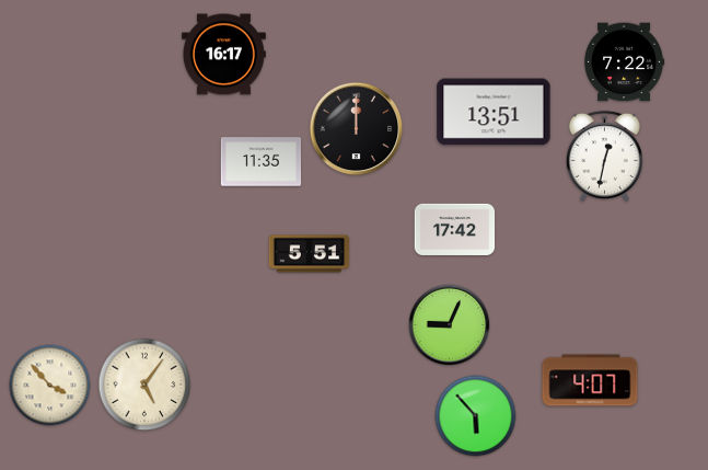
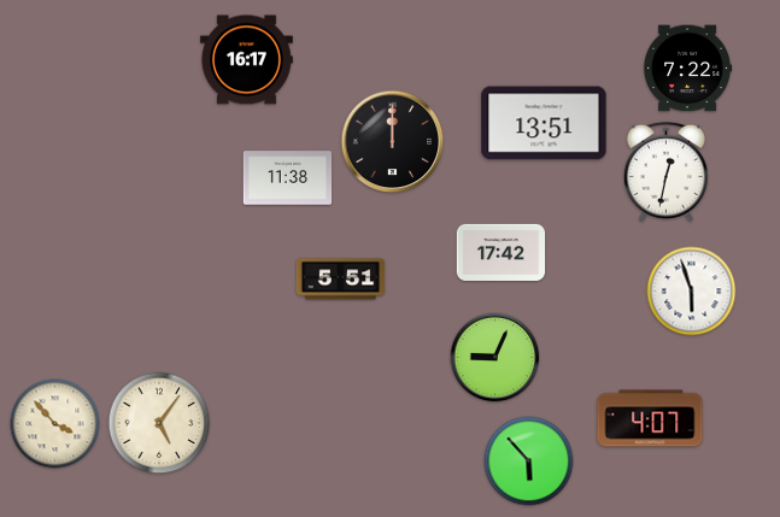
clock at (262, 162): 11:35 -> 11:38
clock at (692, 292): none -> 5:57
clock at (476, 416) position: (476, 416) -> (529, 462)
